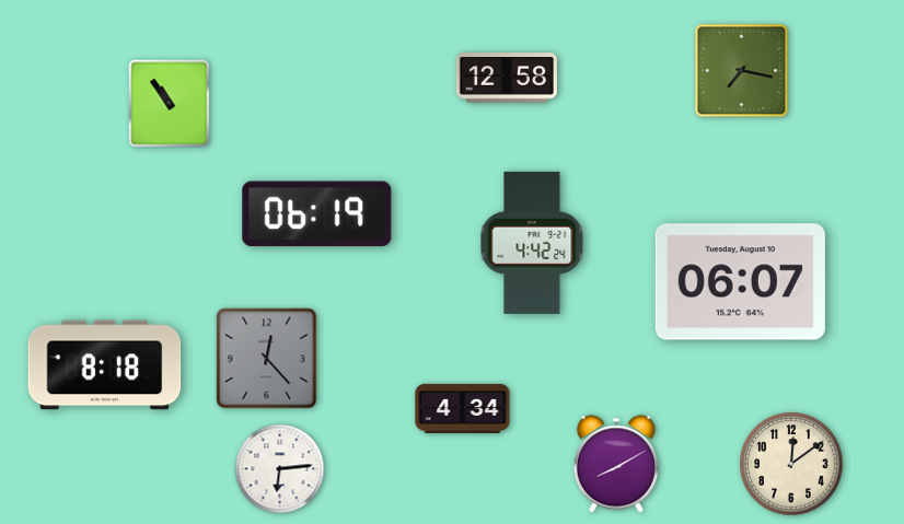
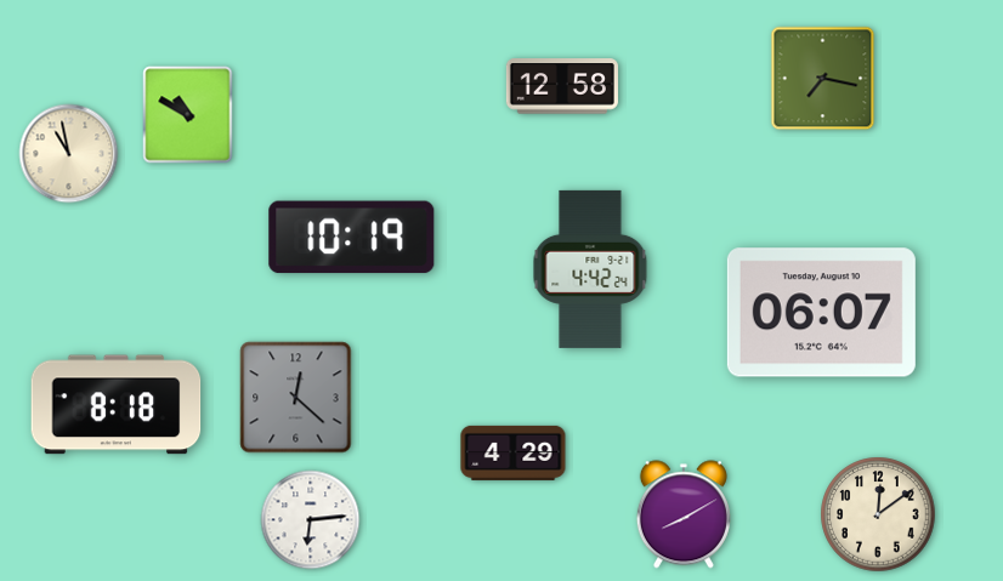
clock at (170, 104): 10:54 -> 10:50
clock at (69, 154): none -> 10:58
clock at (317, 214): 06:19 -> 10:19
clock at (267, 359): 12:23 -> 12:22
clock at (463, 408): 4:34 -> 4:29
